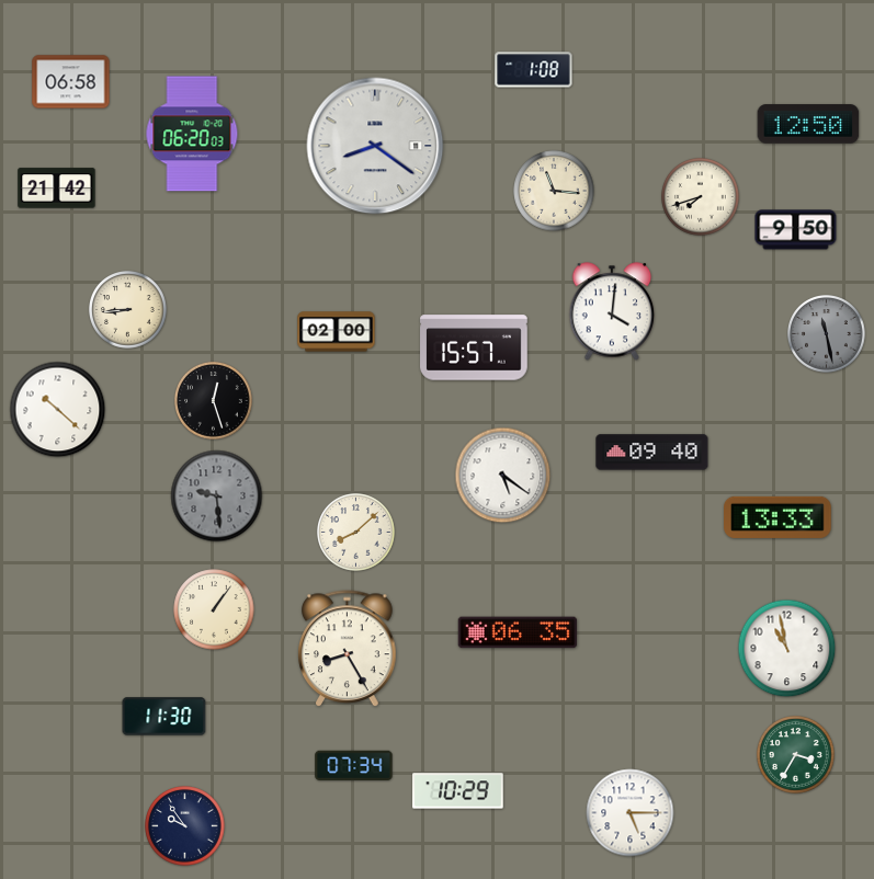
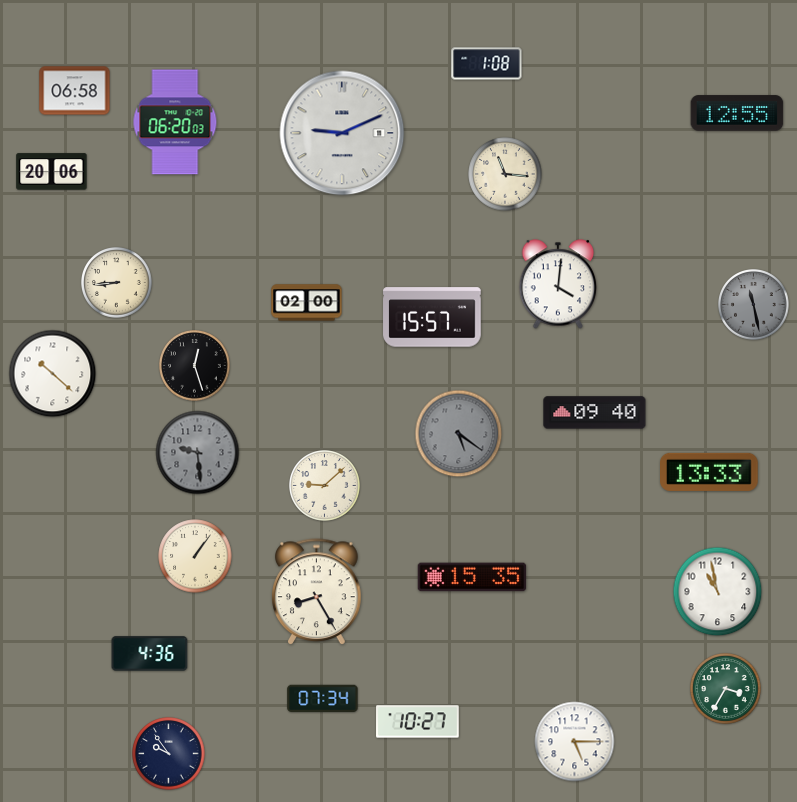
clock at (71, 82) position: (71, 82) -> (75, 91)
clock at (808, 124): 12:50 -> 12:55
clock at (375, 146): 8:21 -> 9:11
clock at (57, 189): 21:42 -> 20:06
clock at (701, 197): 7:42 -> none
clock at (796, 230): 9:50 -> none
clock at (503, 476) dial: white -> grey
clock at (356, 533): 8:08 -> 9:08
clock at (518, 632): 06:35 -> 15:35
clock at (164, 717): 11:30 -> 4:36
clock at (458, 791): 10:29 -> 10:27
